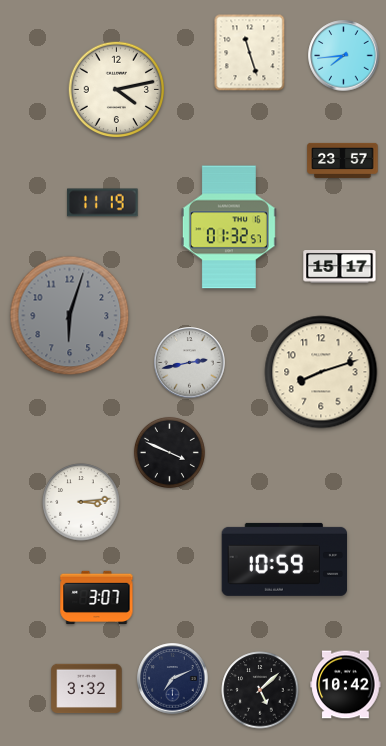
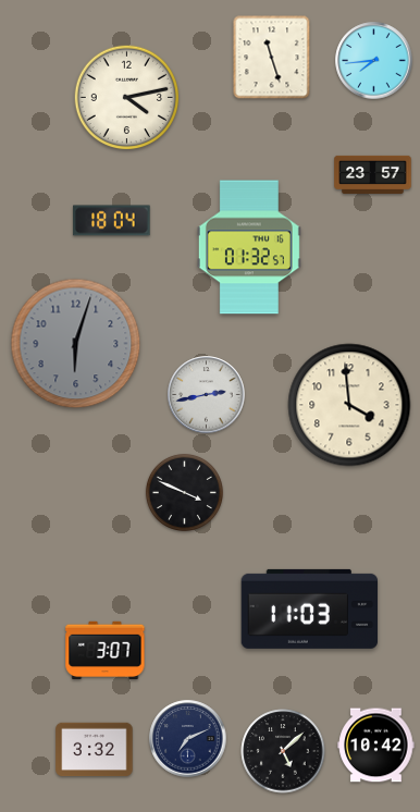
clock at (103, 203): 11:19 -> 18:04
clock at (340, 267): 15:17 -> none
clock at (321, 372): 8:12 -> 3:59
clock at (81, 502): 3:14 -> none
clock at (285, 559): 10:59 -> 11:03
